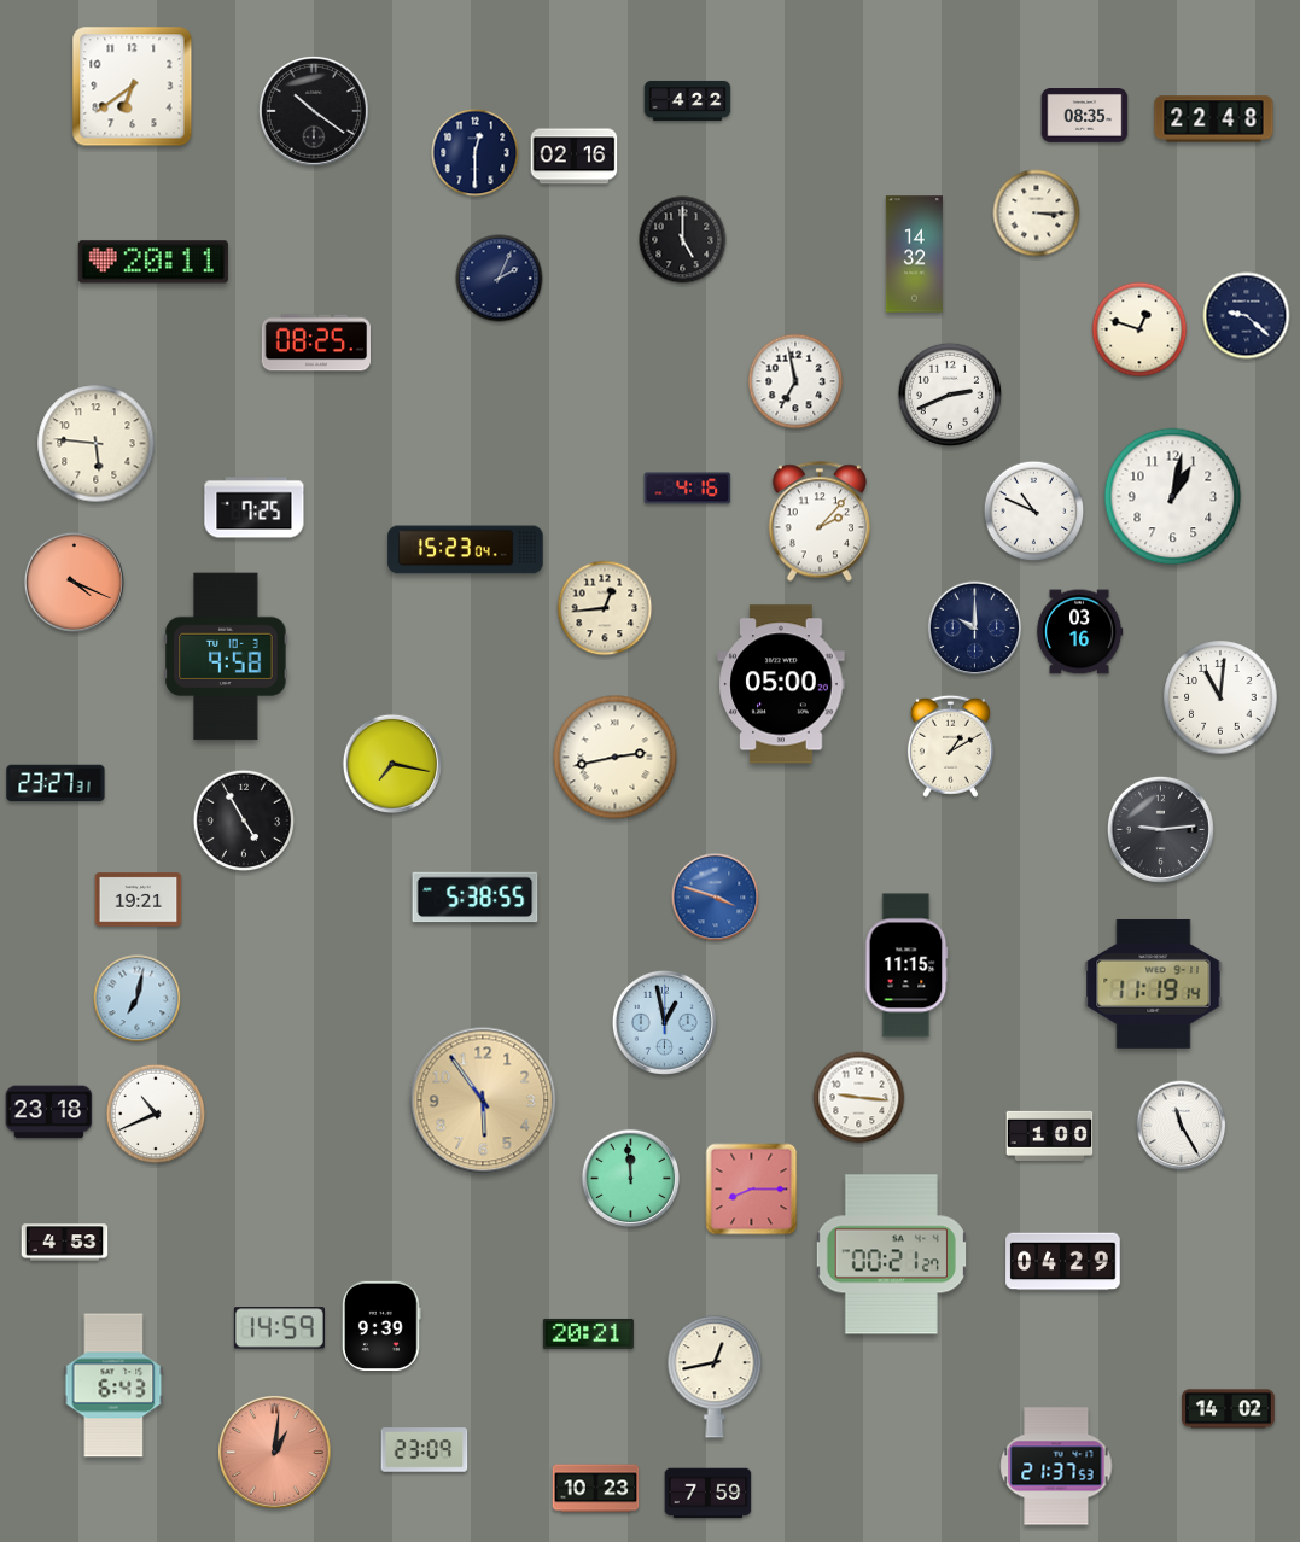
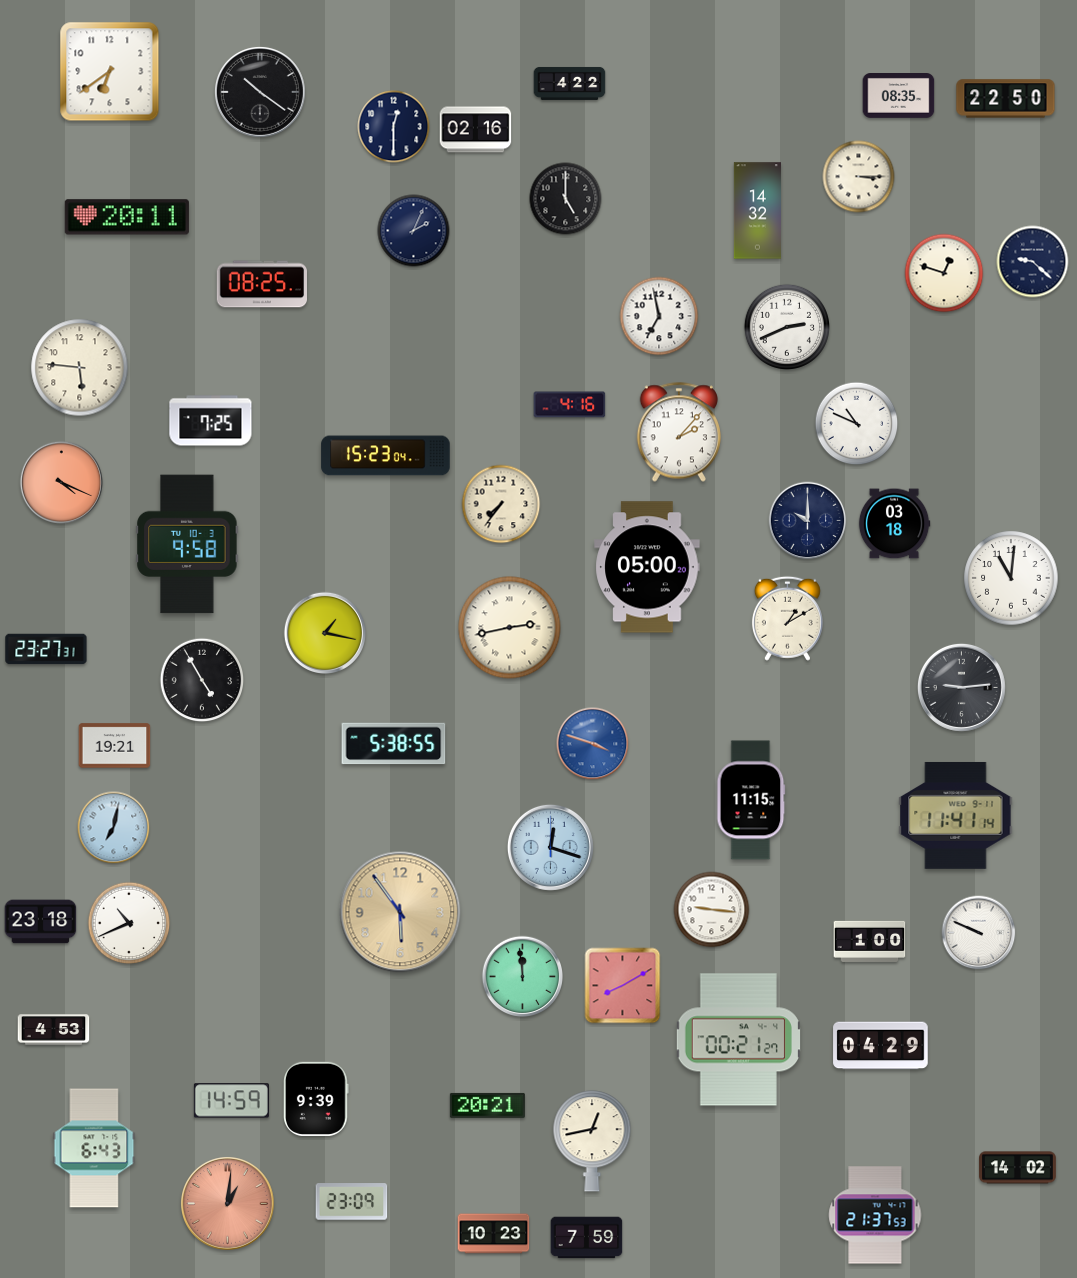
clock at (1214, 119): 22:48 -> 22:50
clock at (1173, 497): 1:02 -> none
clock at (605, 608): 12:44 -> 7:36
clock at (1079, 632): 03:16 -> 03:18
clock at (391, 763): 7:17 -> 1:17
clock at (1154, 985): 11:19 -> 11:41
clock at (664, 1022): 12:58 -> 12:18
clock at (1182, 1126): 11:25 -> 9:49
clock at (752, 1190): 8:15 -> 8:10
